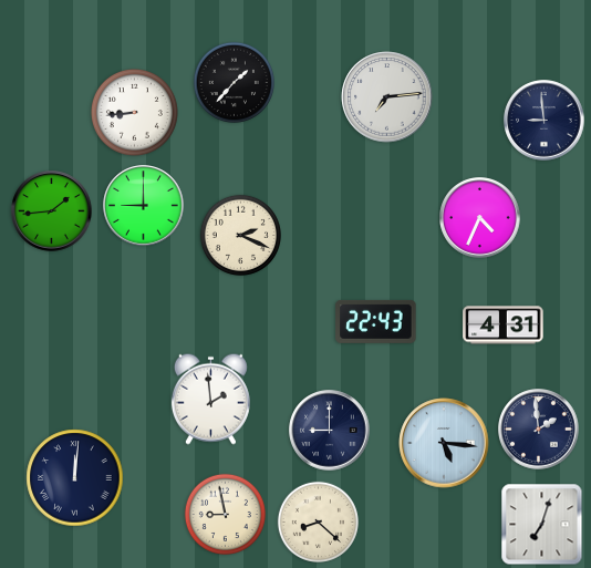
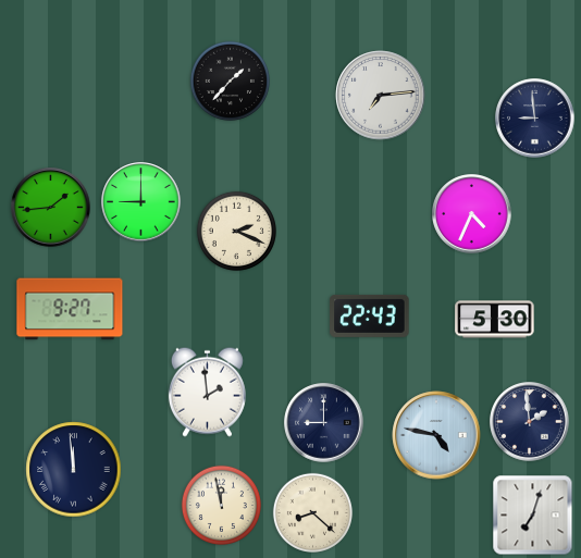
clock at (134, 112): 8:44 -> none
clock at (70, 309): none -> 9:27
clock at (504, 326): 4:31 -> 5:30
clock at (444, 443): 5:16 -> 4:47
clock at (75, 478): 12:01 -> 11:59
clock at (225, 514): 8:58 -> 11:58
